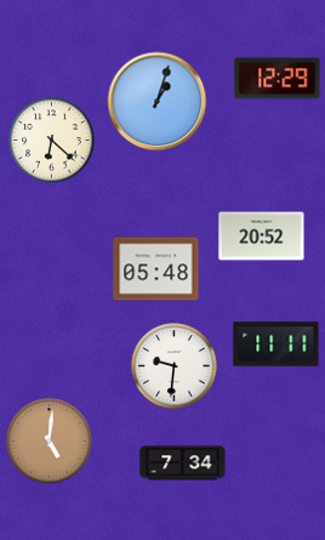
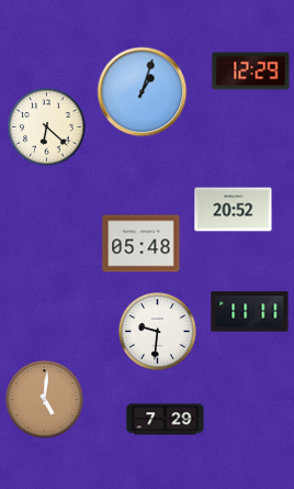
clock at (262, 237) position: (262, 237) -> (234, 210)
clock at (183, 464): 7:34 -> 7:29
